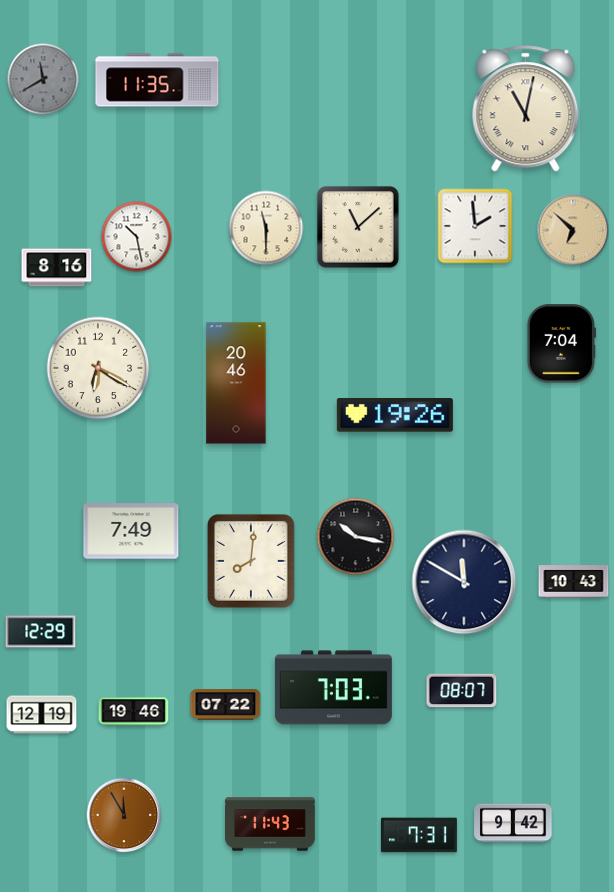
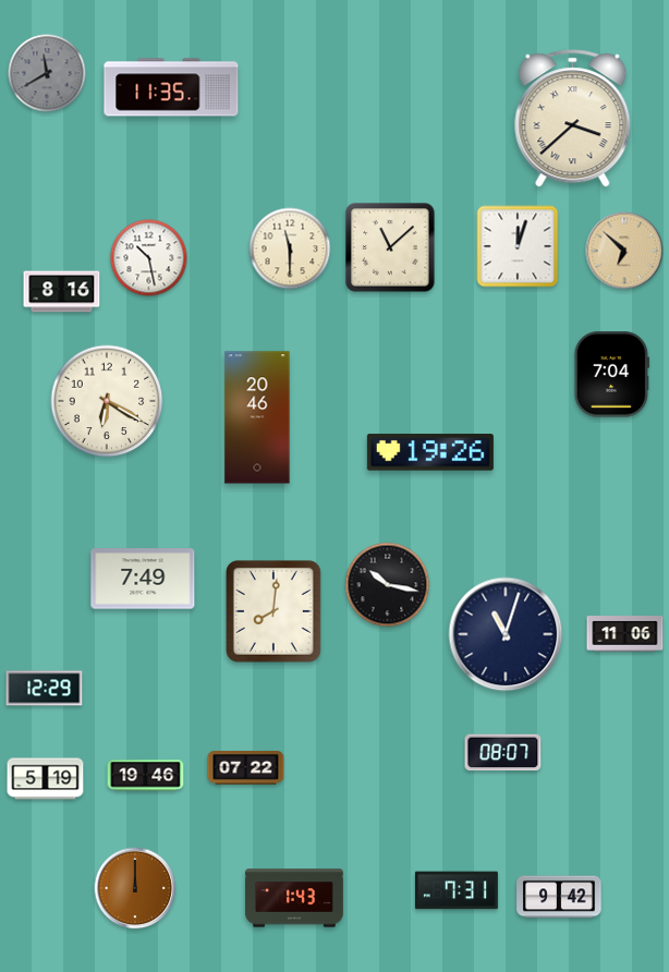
clock at (43, 79) position: (43, 79) -> (47, 73)
clock at (526, 109): 11:02 -> 3:38
clock at (475, 226): 1:59 -> 12:03
clock at (464, 582): 11:50 -> 11:03
clock at (574, 582): 10:43 -> 11:06
clock at (333, 688): 7:03 -> none
clock at (42, 715): 12:19 -> 5:19
clock at (124, 815): 11:55 -> 12:00
clock at (271, 824): 11:43 -> 1:43
clock at (419, 835) position: (419, 835) -> (457, 890)
